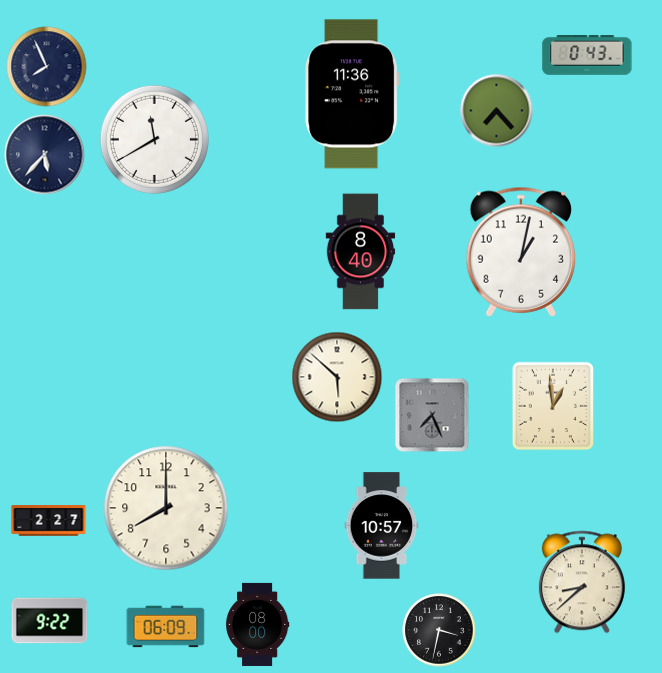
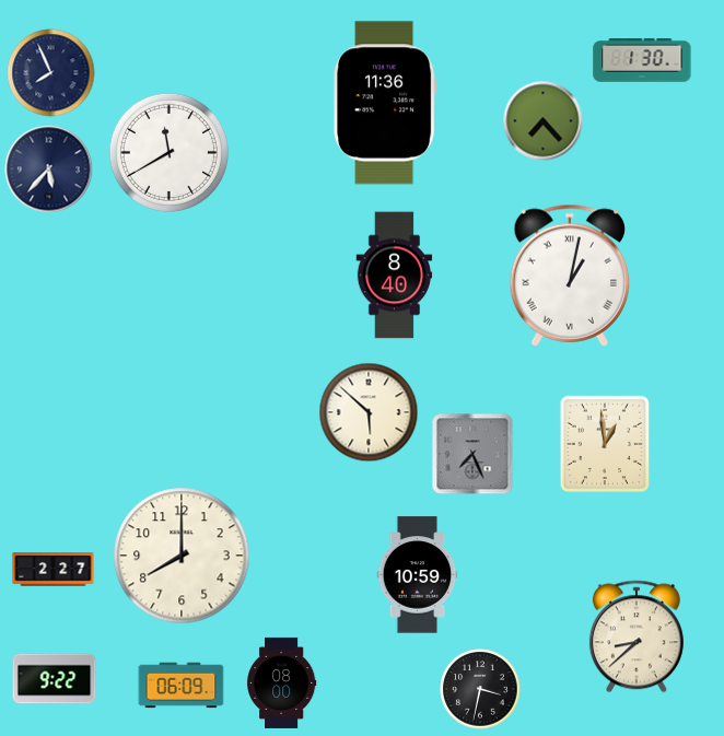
clock at (587, 56): 0:43 -> 1:30
clock at (520, 252) numerals: Arabic -> Roman
clock at (382, 526): 10:57 -> 10:59
